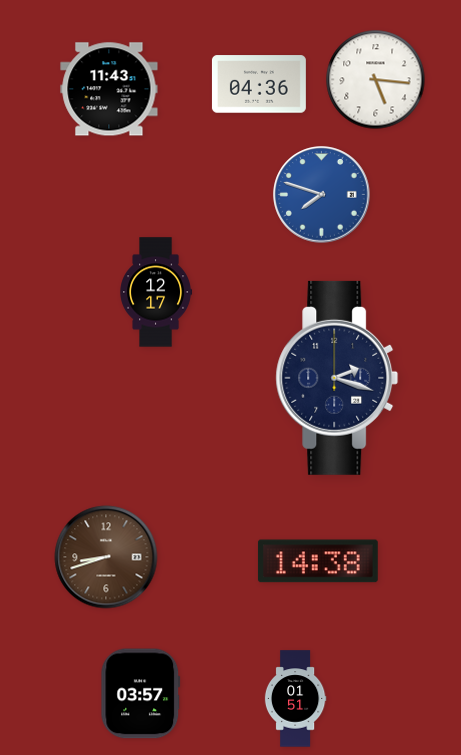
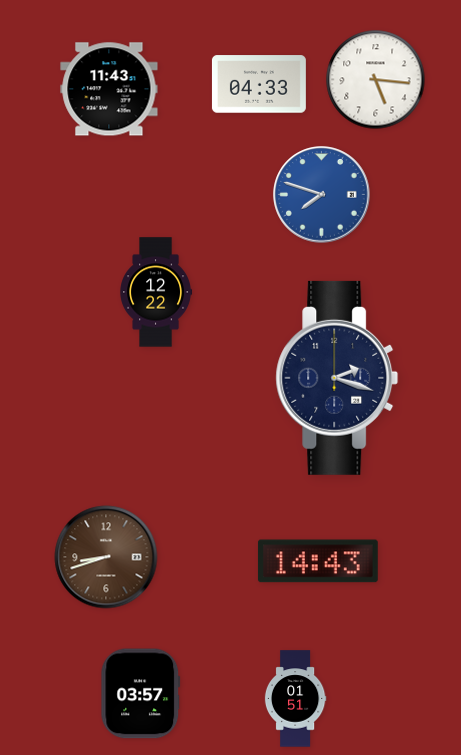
clock at (259, 84): 04:36 -> 04:33
clock at (156, 292): 12:17 -> 12:22
clock at (318, 561): 14:38 -> 14:43
